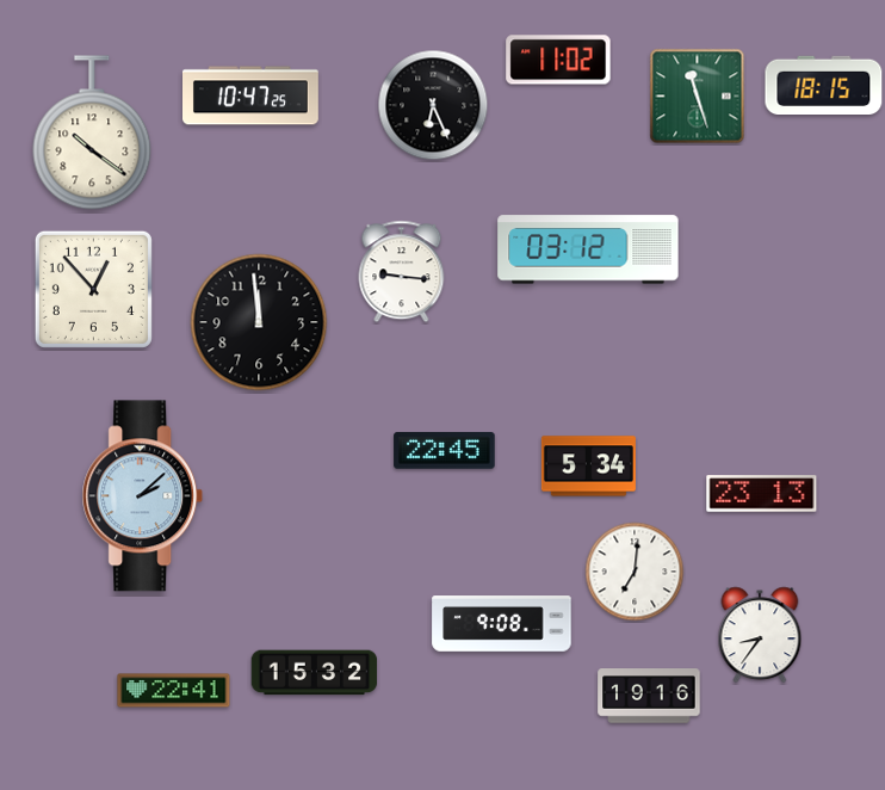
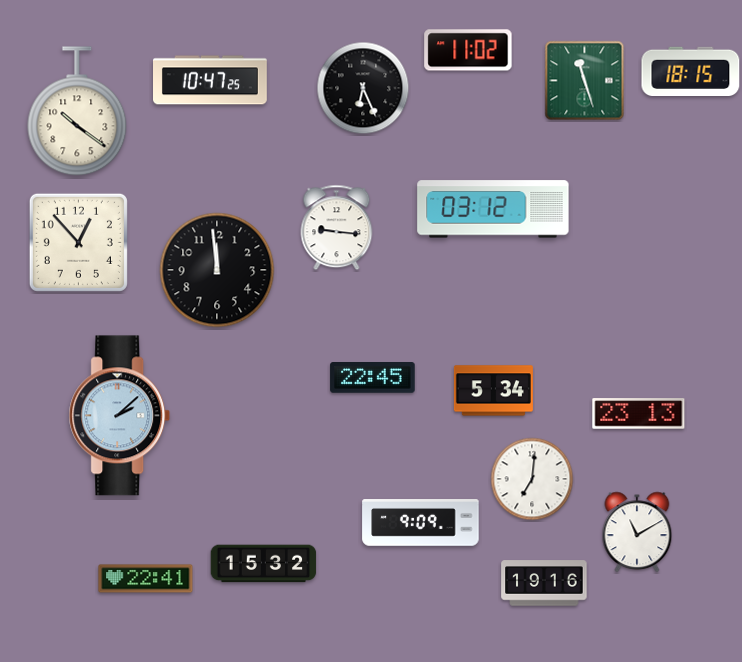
clock at (502, 624): 9:08 -> 9:09
clock at (760, 635): 8:36 -> 11:10
